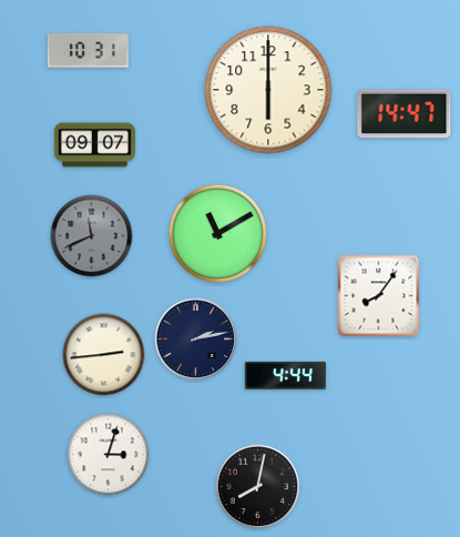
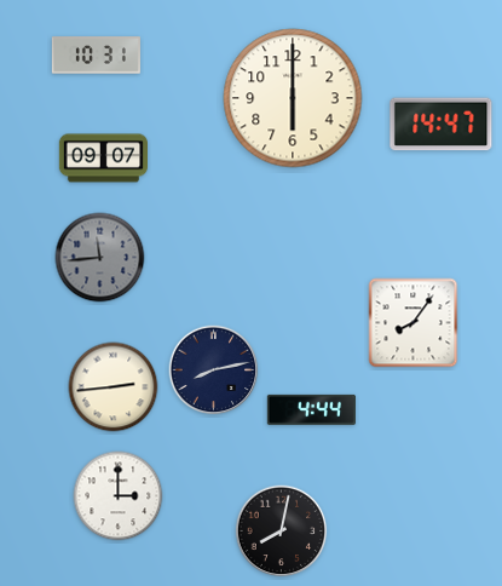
clock at (218, 234): 11:10 -> none
clock at (92, 236): 11:41 -> 11:44
clock at (196, 340): 2:13 -> 8:13
clock at (109, 455): 3:03 -> 3:00
